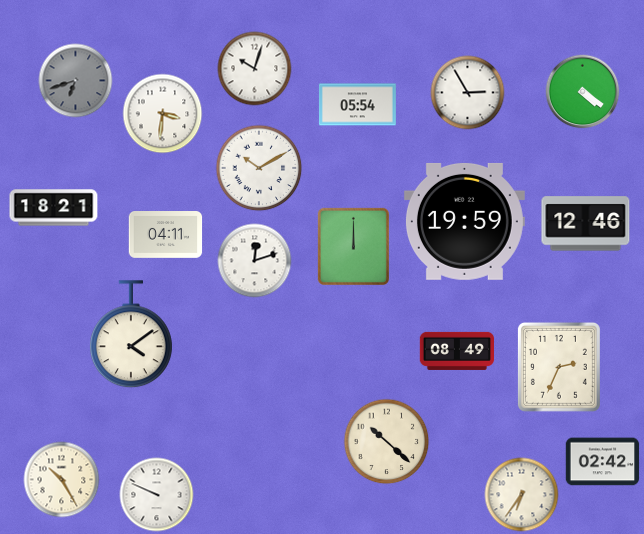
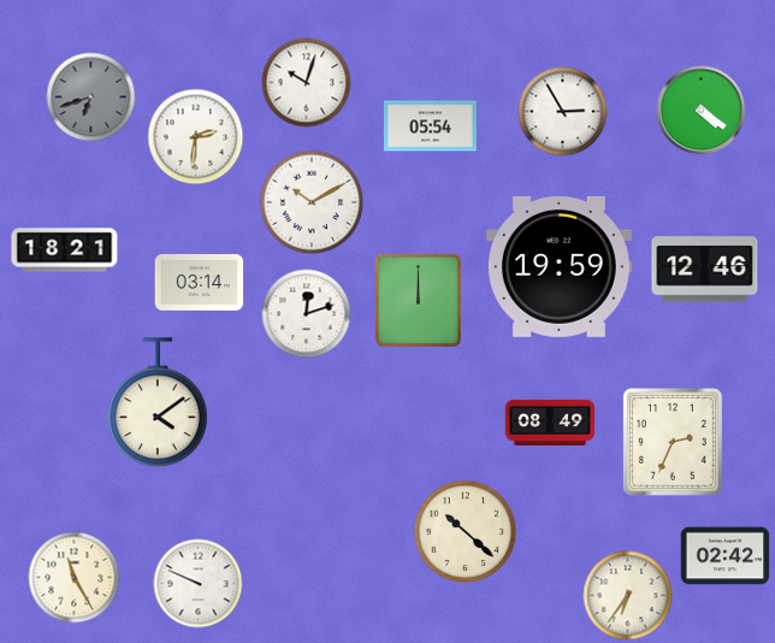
clock at (163, 114): 3:31 -> 2:31
clock at (166, 235): 04:11 -> 03:14
clock at (353, 246) position: (353, 246) -> (418, 300)
clock at (62, 480): 10:25 -> 11:25
clock at (157, 495) position: (157, 495) -> (199, 584)
